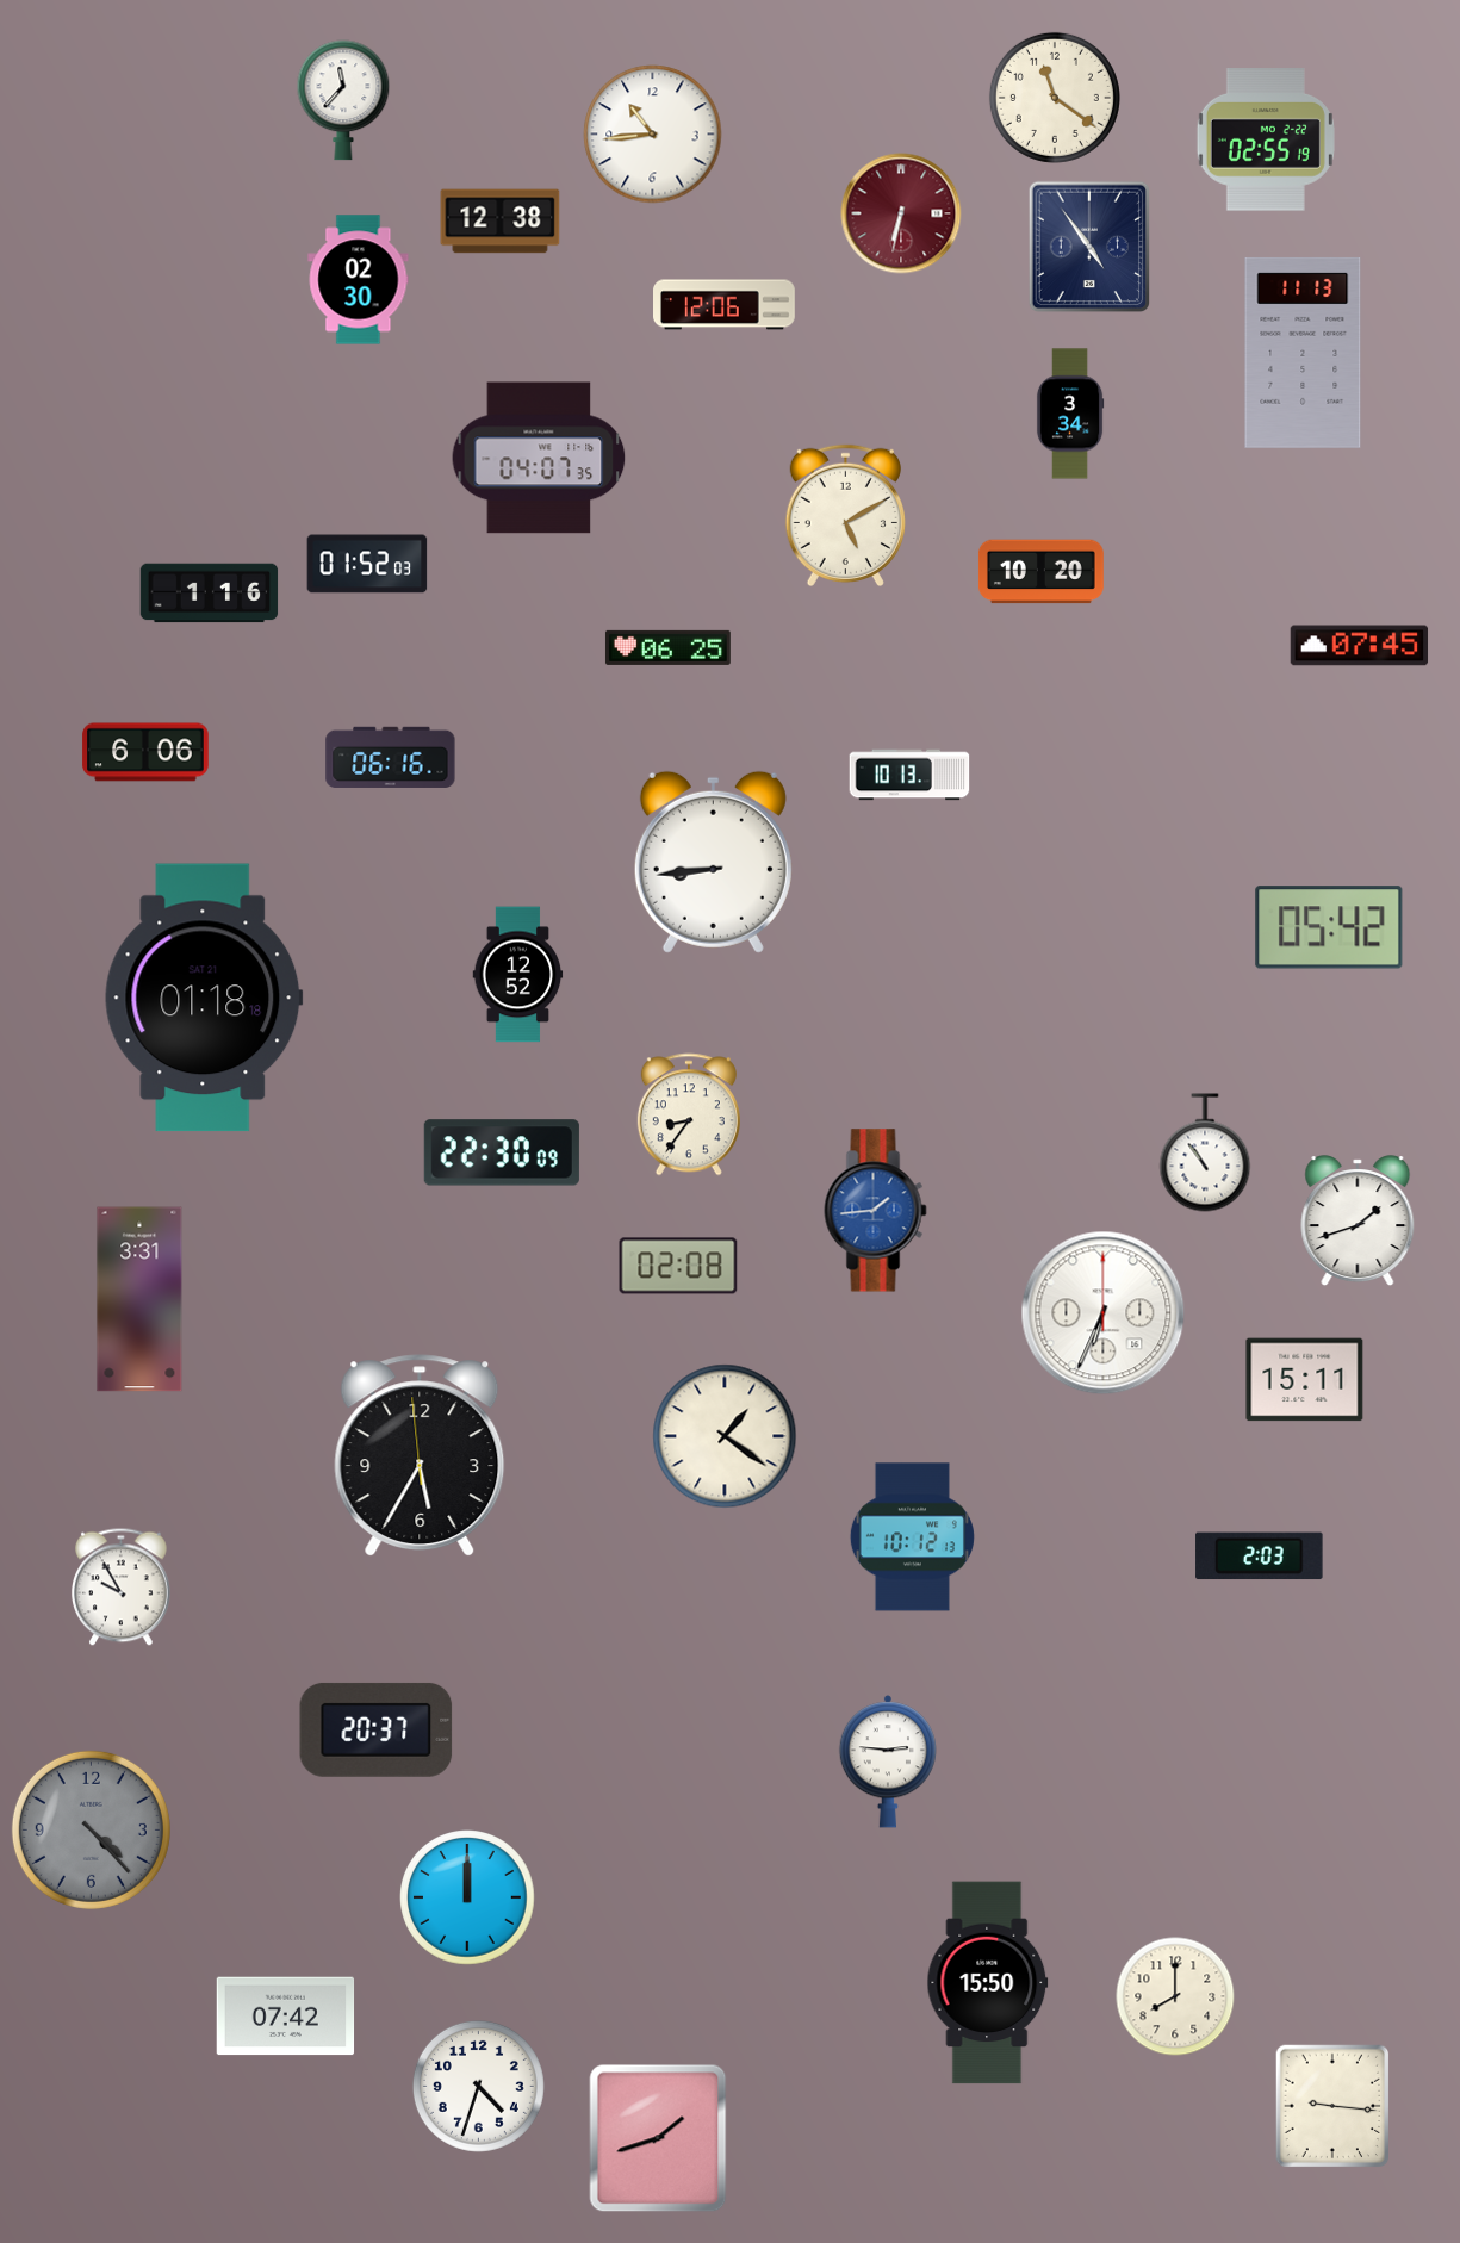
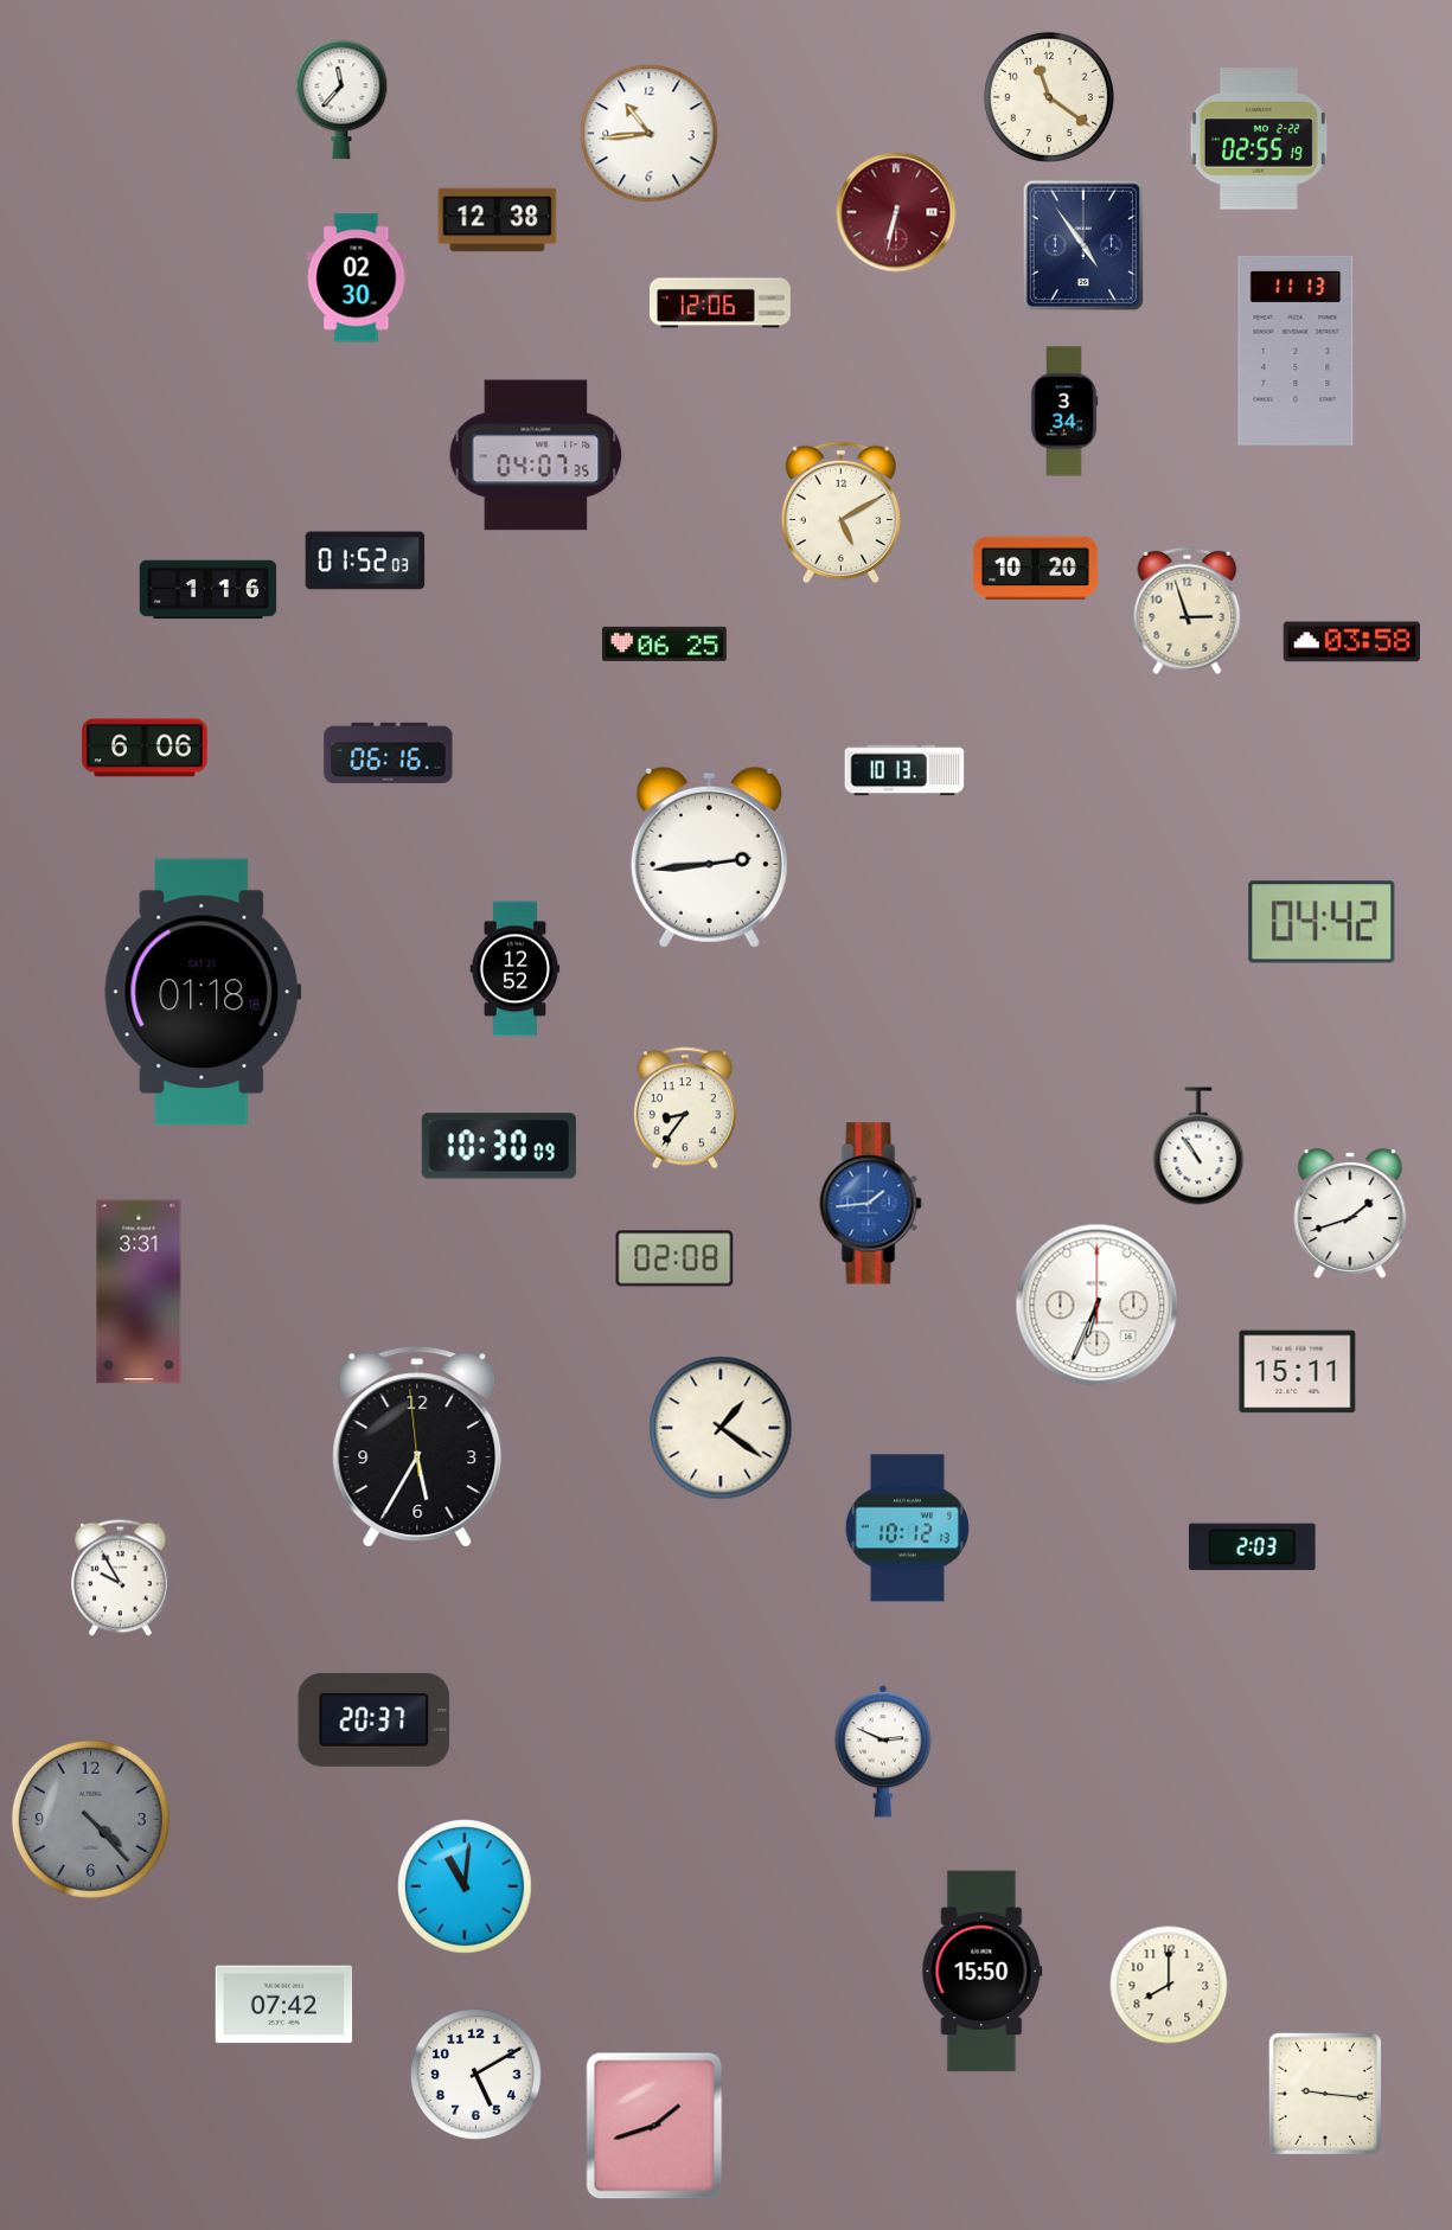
clock at (1188, 611): none -> 2:57
clock at (1360, 646): 07:45 -> 03:58
clock at (713, 862): 8:44 -> 2:44
clock at (1329, 927): 05:42 -> 04:42
clock at (502, 1152): 22:30 -> 10:30
clock at (887, 1762): 2:46 -> 2:49
clock at (467, 1897): 12:00 -> 11:01
clock at (478, 2086): 4:33 -> 5:10
